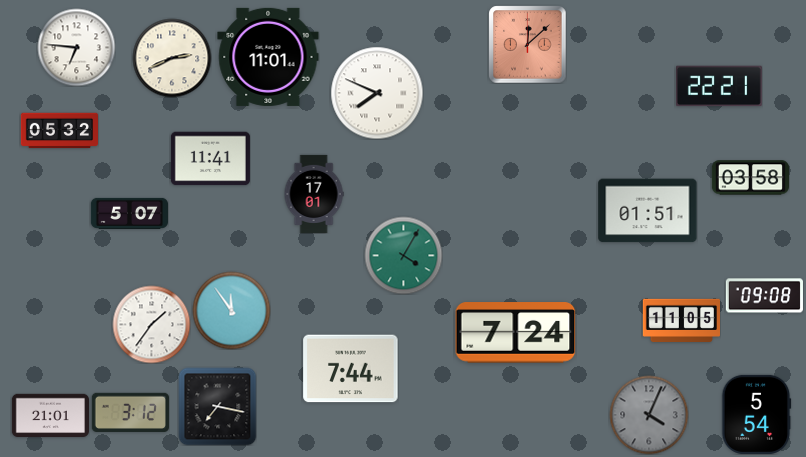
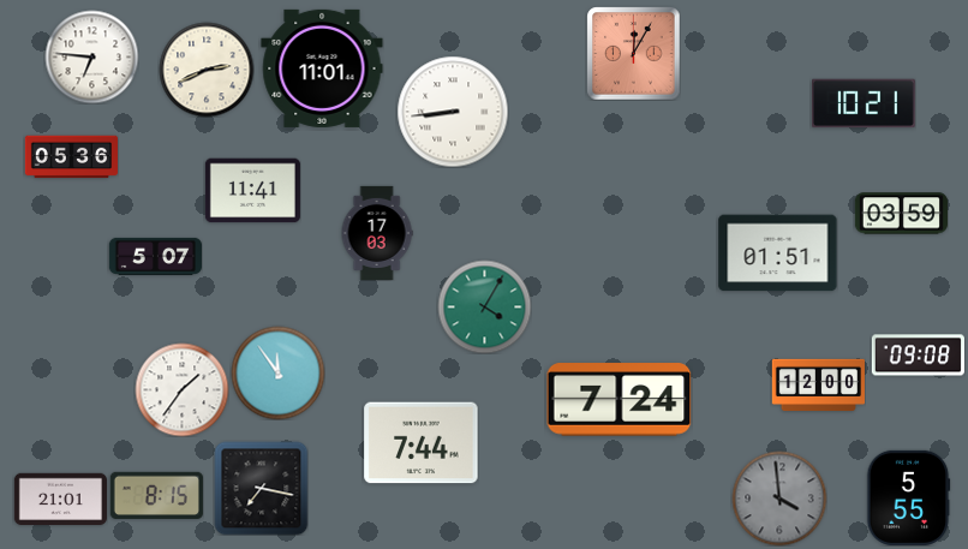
clock at (527, 44): 12:08 -> 12:05
clock at (720, 86): 22:21 -> 10:21
clock at (377, 93): 7:49 -> 8:44
clock at (59, 131): 05:32 -> 05:36
clock at (750, 178): 03:58 -> 03:59
clock at (314, 193): 17:01 -> 17:03
clock at (681, 320): 11:05 -> 12:00
clock at (130, 412): 3:12 -> 8:15
clock at (756, 414): 5:54 -> 5:55
clock at (649, 415): 4:04 -> 3:59
